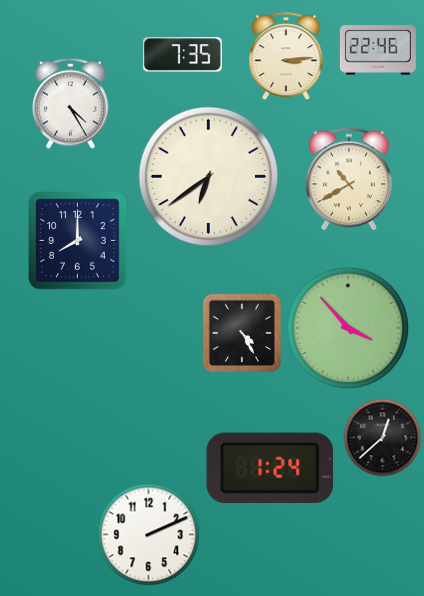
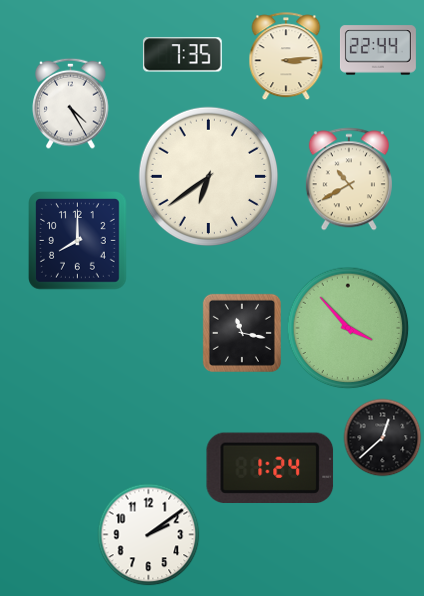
clock at (378, 50): 22:46 -> 22:44
clock at (242, 333): 4:25 -> 11:17
clock at (149, 535): 2:11 -> 2:09
